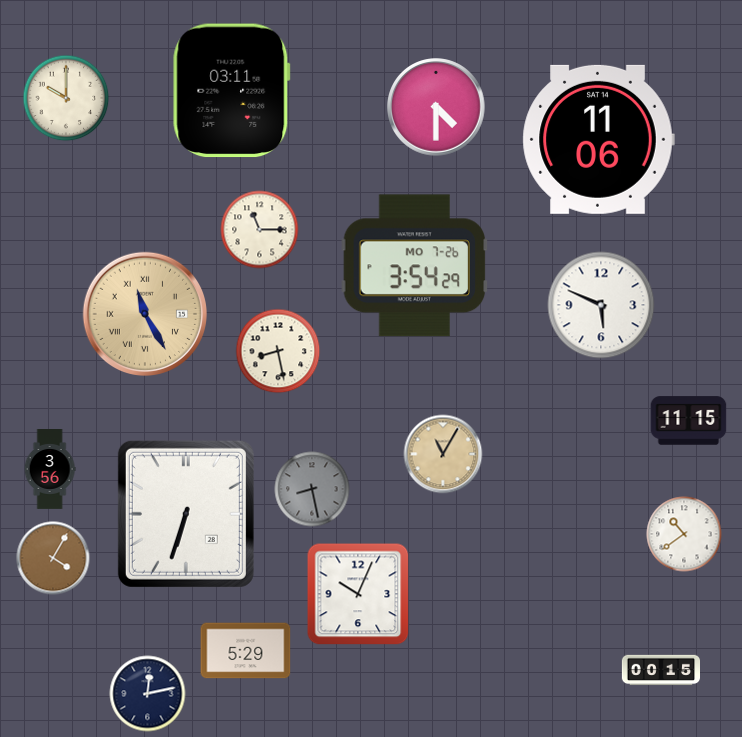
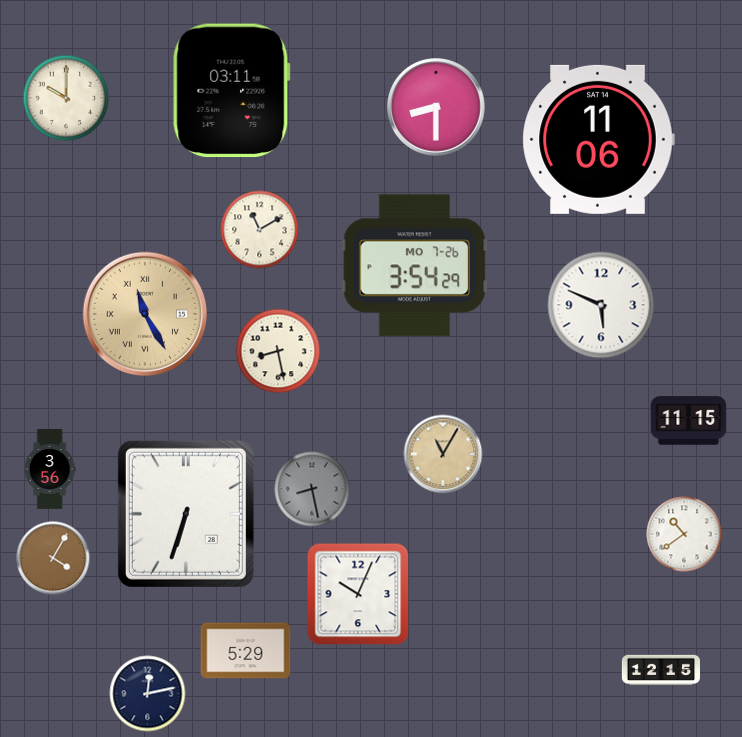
clock at (436, 107): 4:30 -> 8:30
clock at (260, 230): 11:15 -> 11:10
clock at (660, 670): 00:15 -> 12:15
